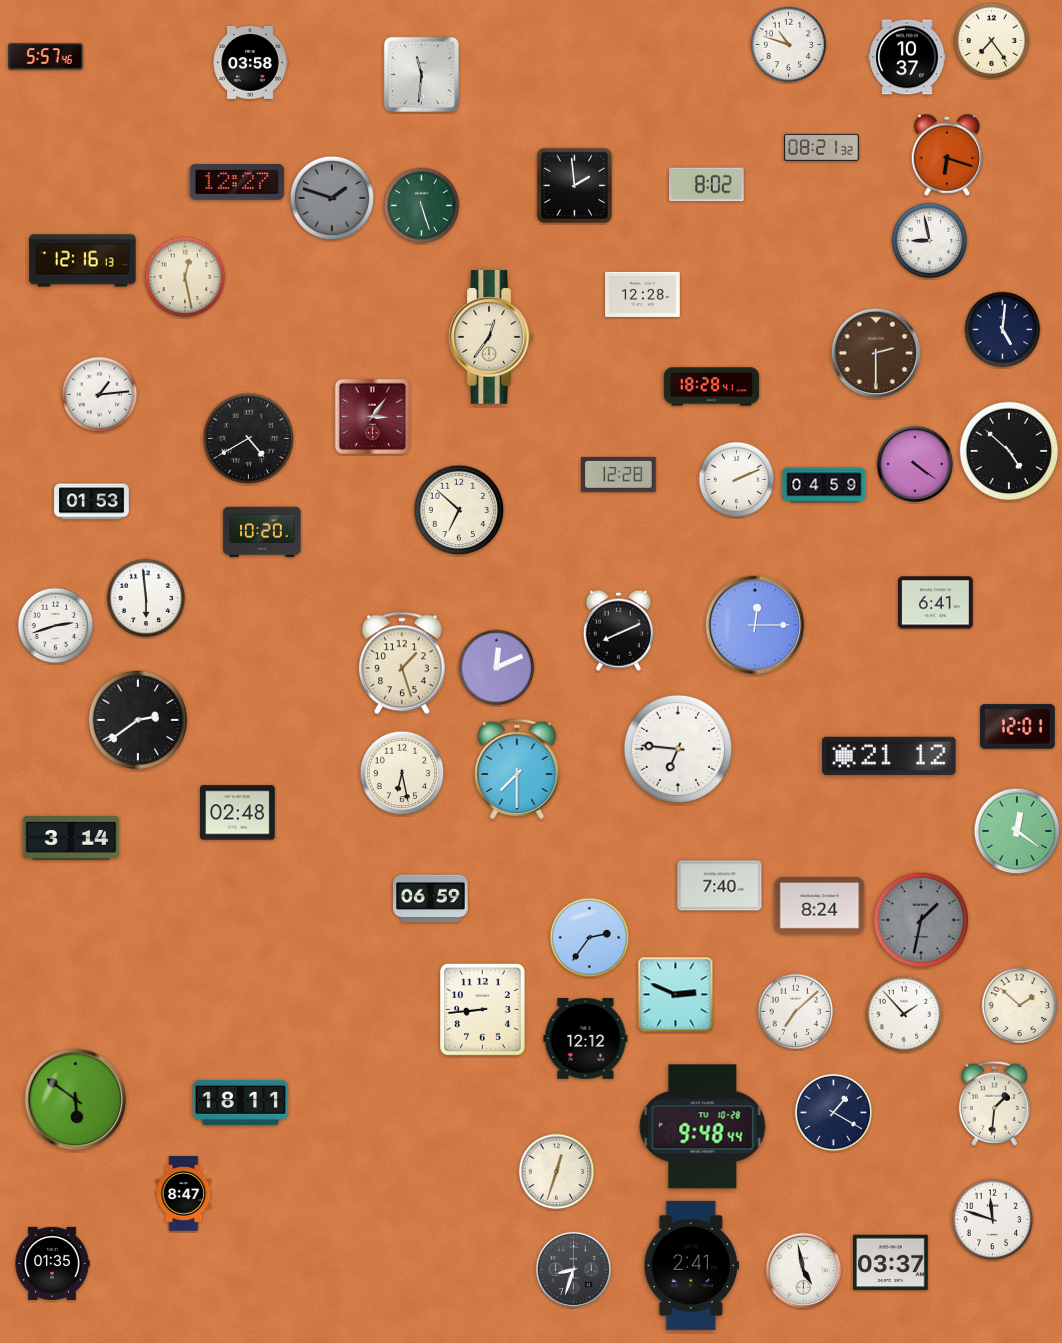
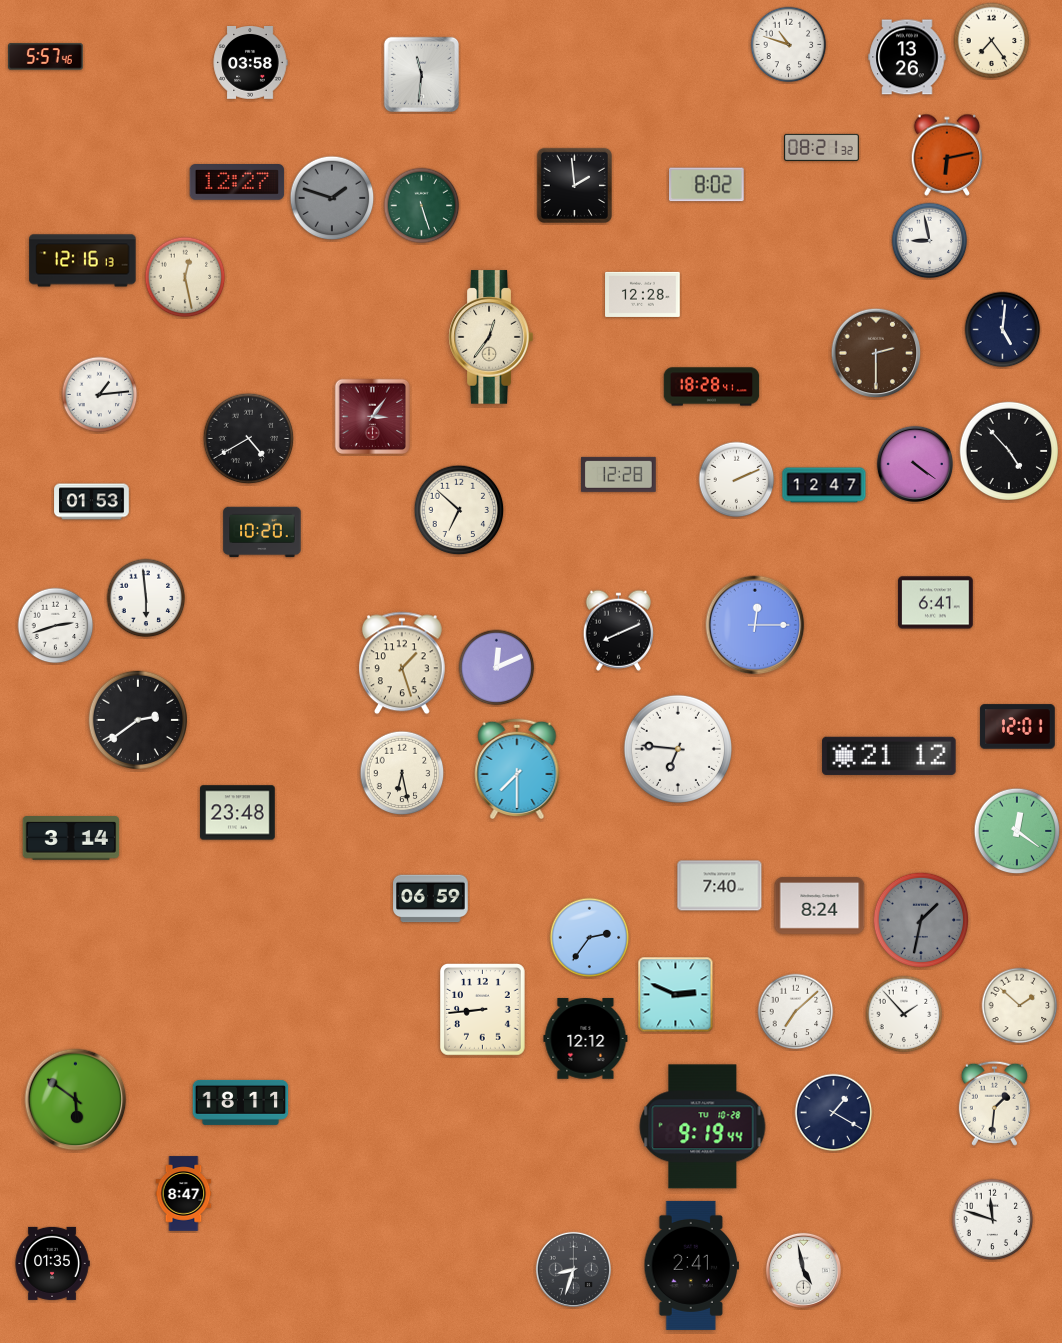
clock at (907, 57): 10:37 -> 13:26
clock at (947, 155): 6:18 -> 6:13
clock at (1008, 450): 4:52 -> 4:53
clock at (824, 485): 04:59 -> 12:47
clock at (238, 813): 02:48 -> 23:48
clock at (703, 1127): 9:48 -> 9:19
clock at (557, 1172): 12:33 -> none
clock at (891, 1263): 03:37 -> none
